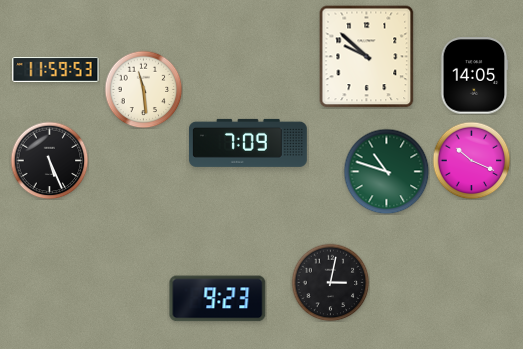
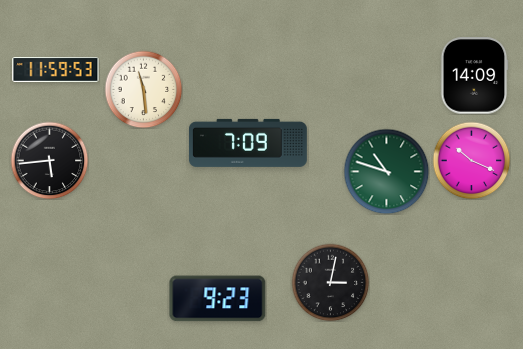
clock at (367, 57): 9:52 -> none
clock at (474, 76): 14:05 -> 14:09
clock at (49, 160): 5:26 -> 5:44
